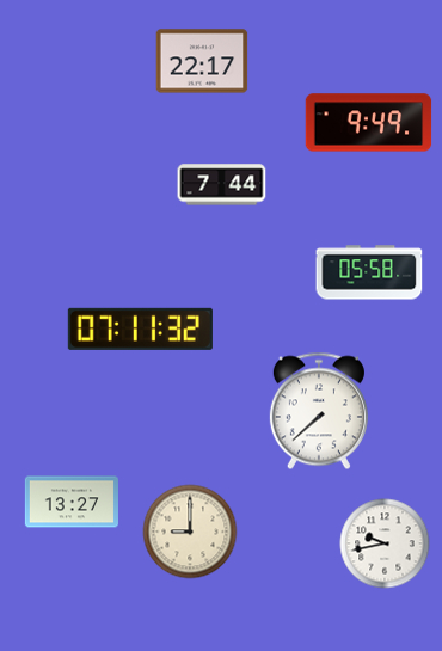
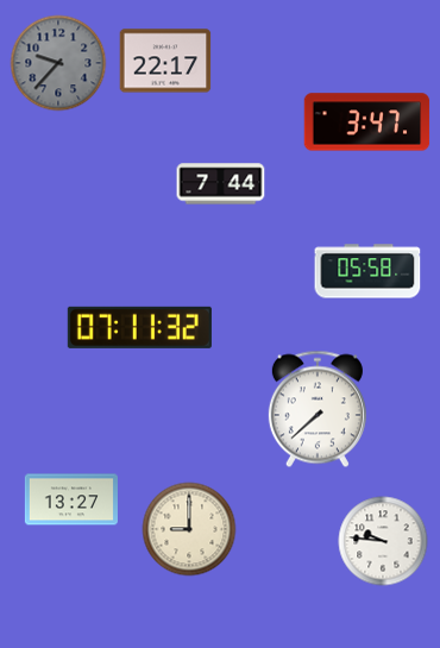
clock at (202, 61) position: (202, 61) -> (165, 61)
clock at (58, 63): none -> 9:37
clock at (369, 123): 9:49 -> 3:47
clock at (385, 543): 9:43 -> 9:46
